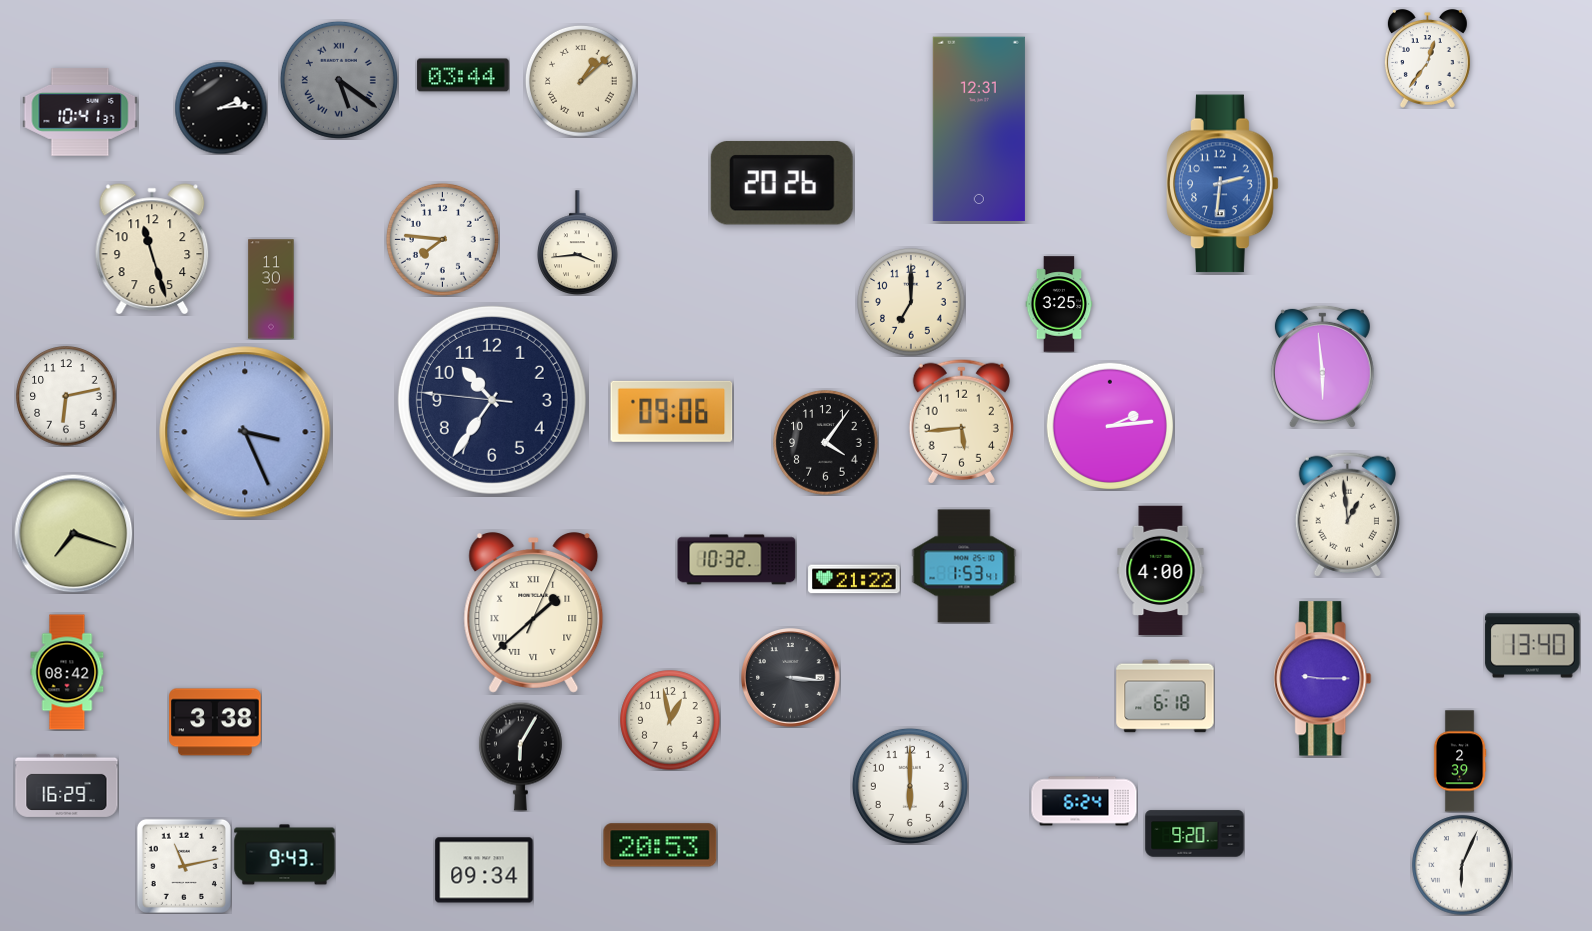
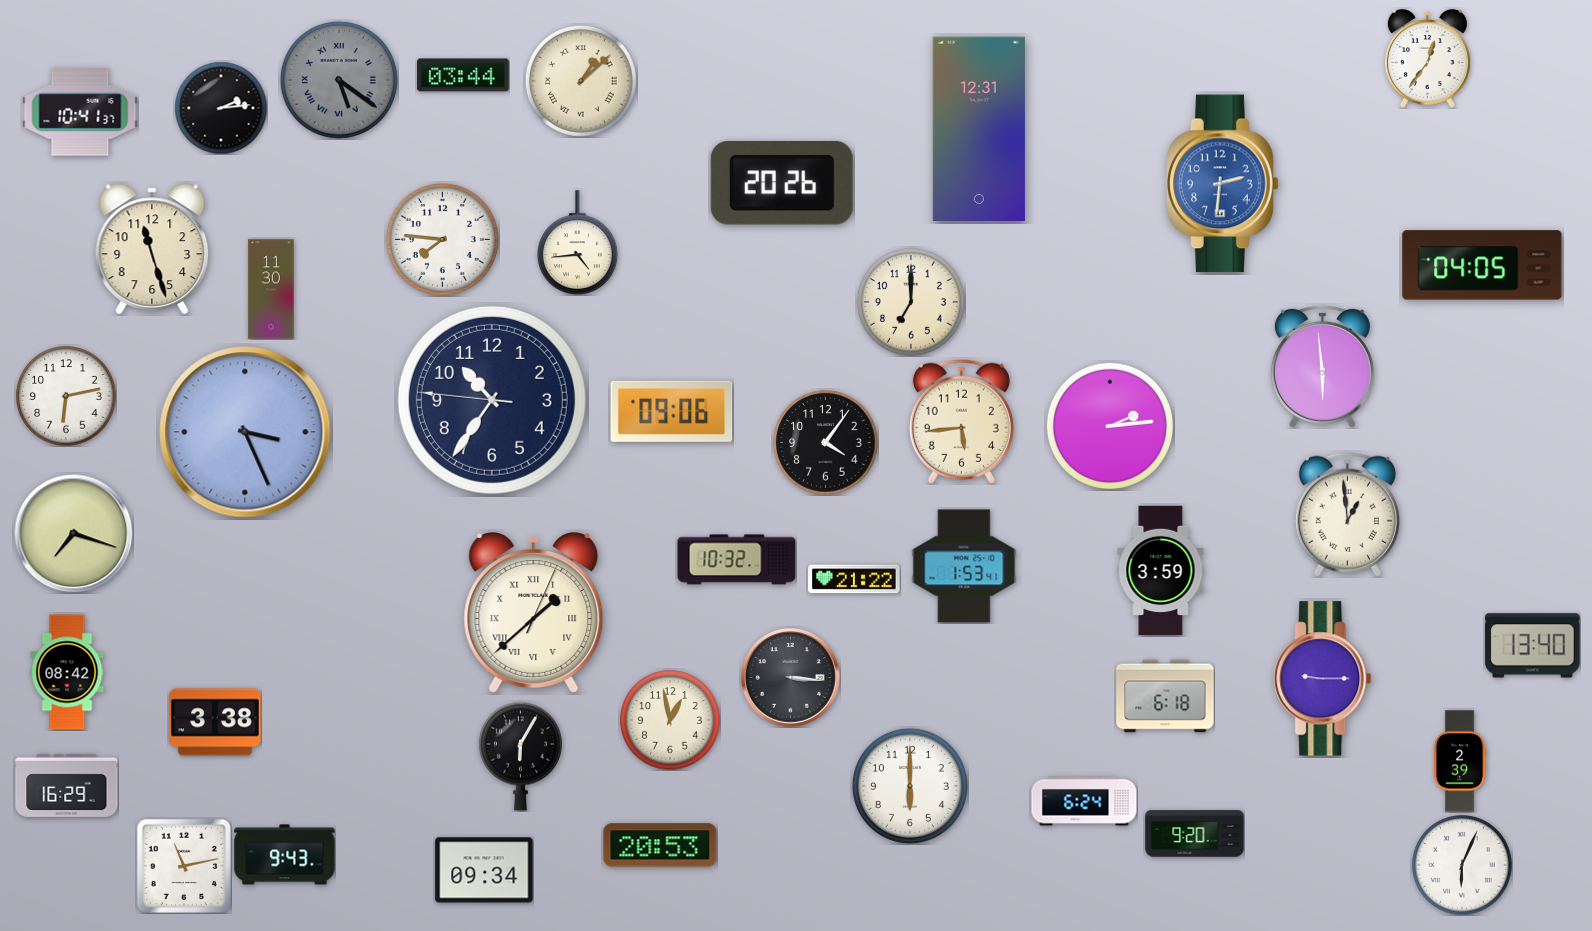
clock at (578, 242): 3:44 -> 4:44
clock at (1482, 265): none -> 04:05
clock at (1059, 304): 3:25 -> none
clock at (1161, 571): 4:00 -> 3:59
